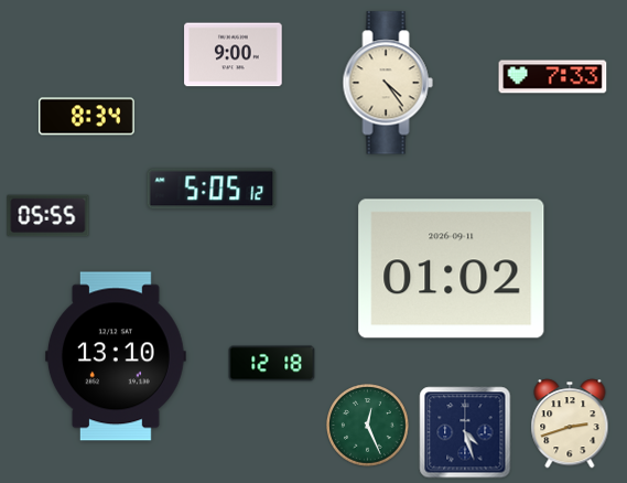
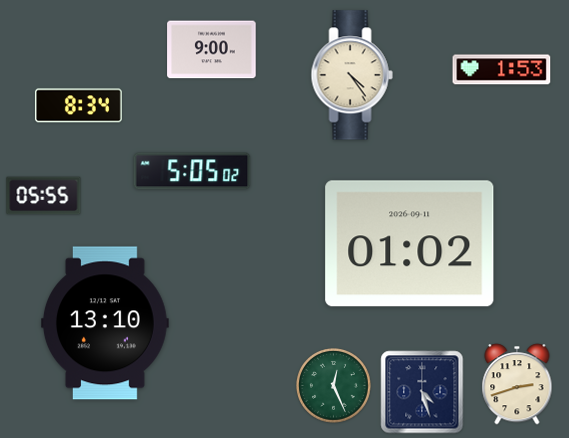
clock at (553, 77): 7:33 -> 1:53
clock at (212, 189): 5:05:12 -> 5:05:02
clock at (272, 364): 12:18 -> none
